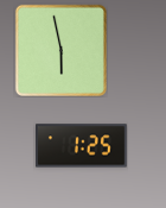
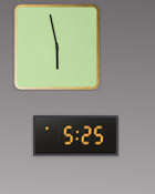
clock at (82, 146): 1:25 -> 5:25
